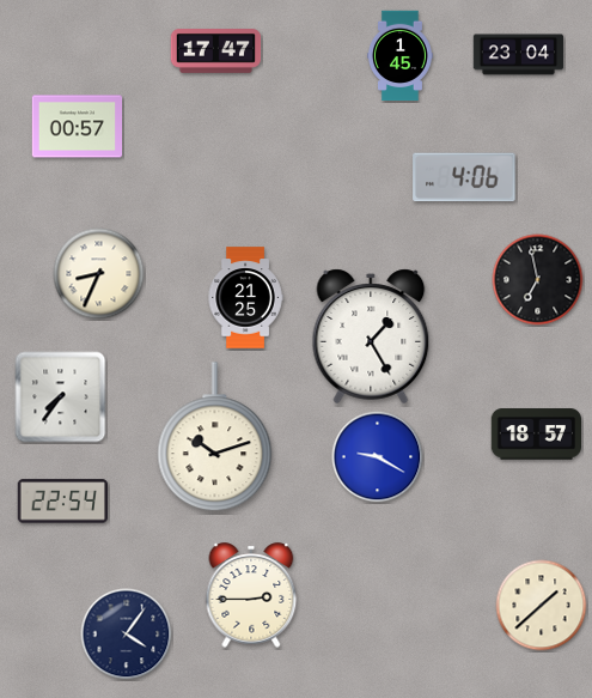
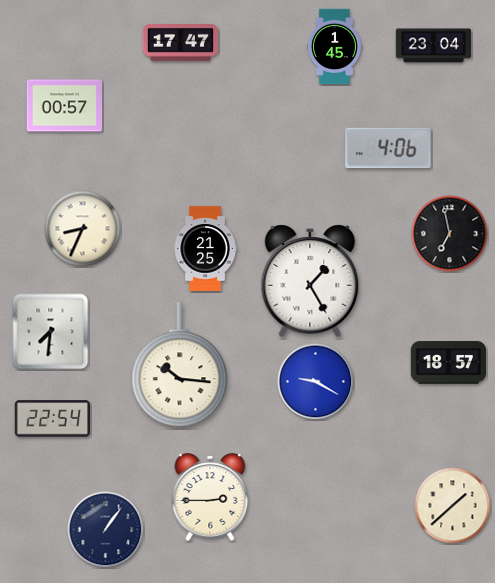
clock at (61, 397): 7:36 -> 7:31
clock at (215, 437): 10:12 -> 10:16
clock at (127, 635): 4:06 -> 1:06
